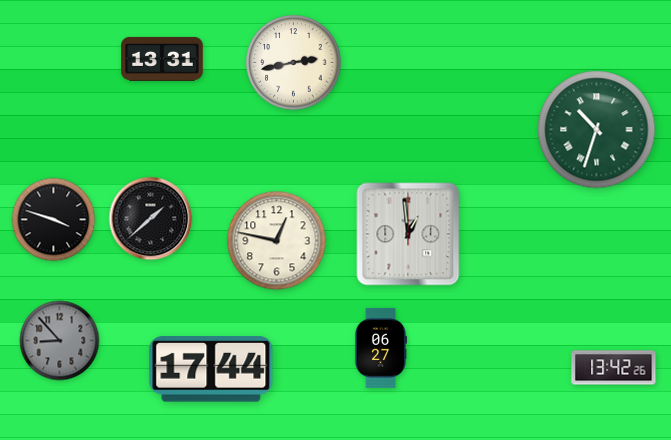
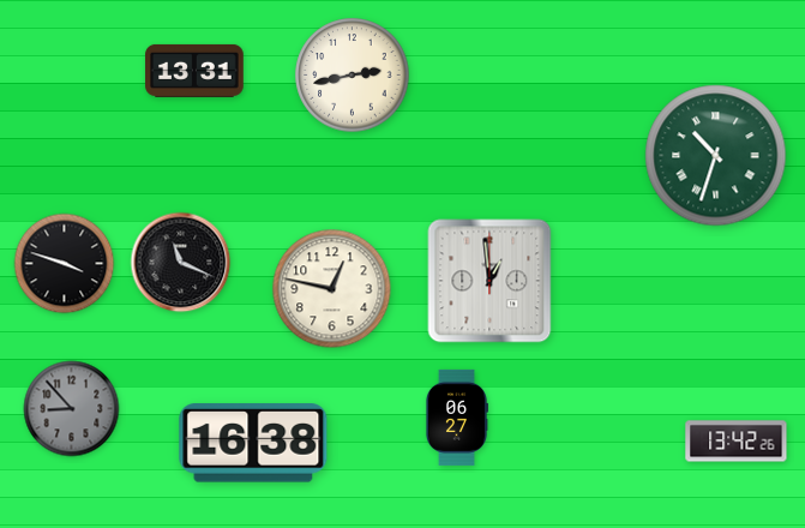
clock at (151, 219): 1:38 -> 11:19
clock at (211, 369): 17:44 -> 16:38
